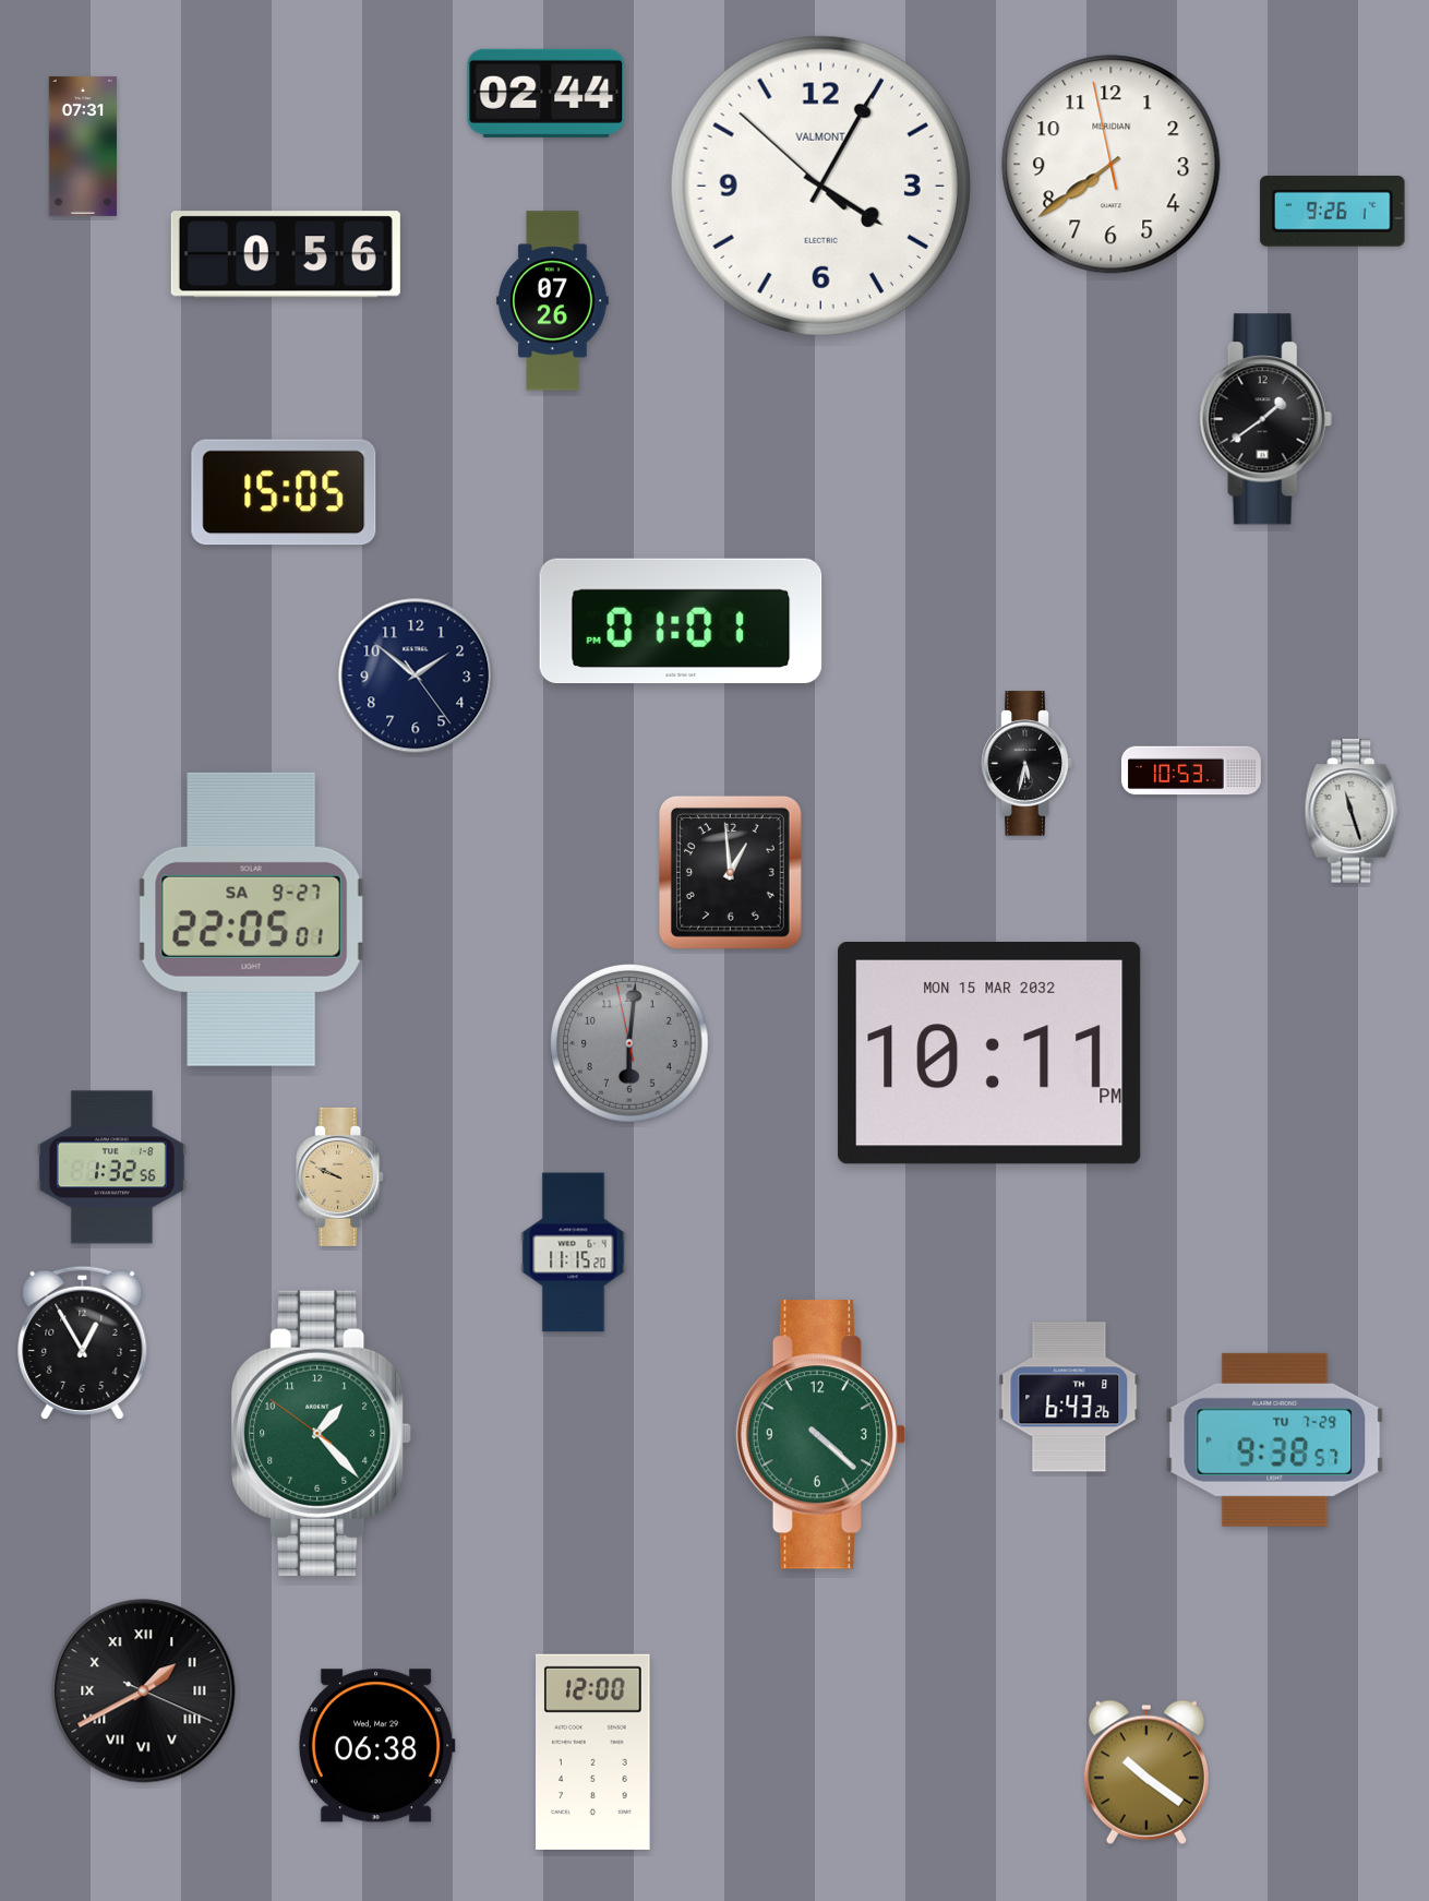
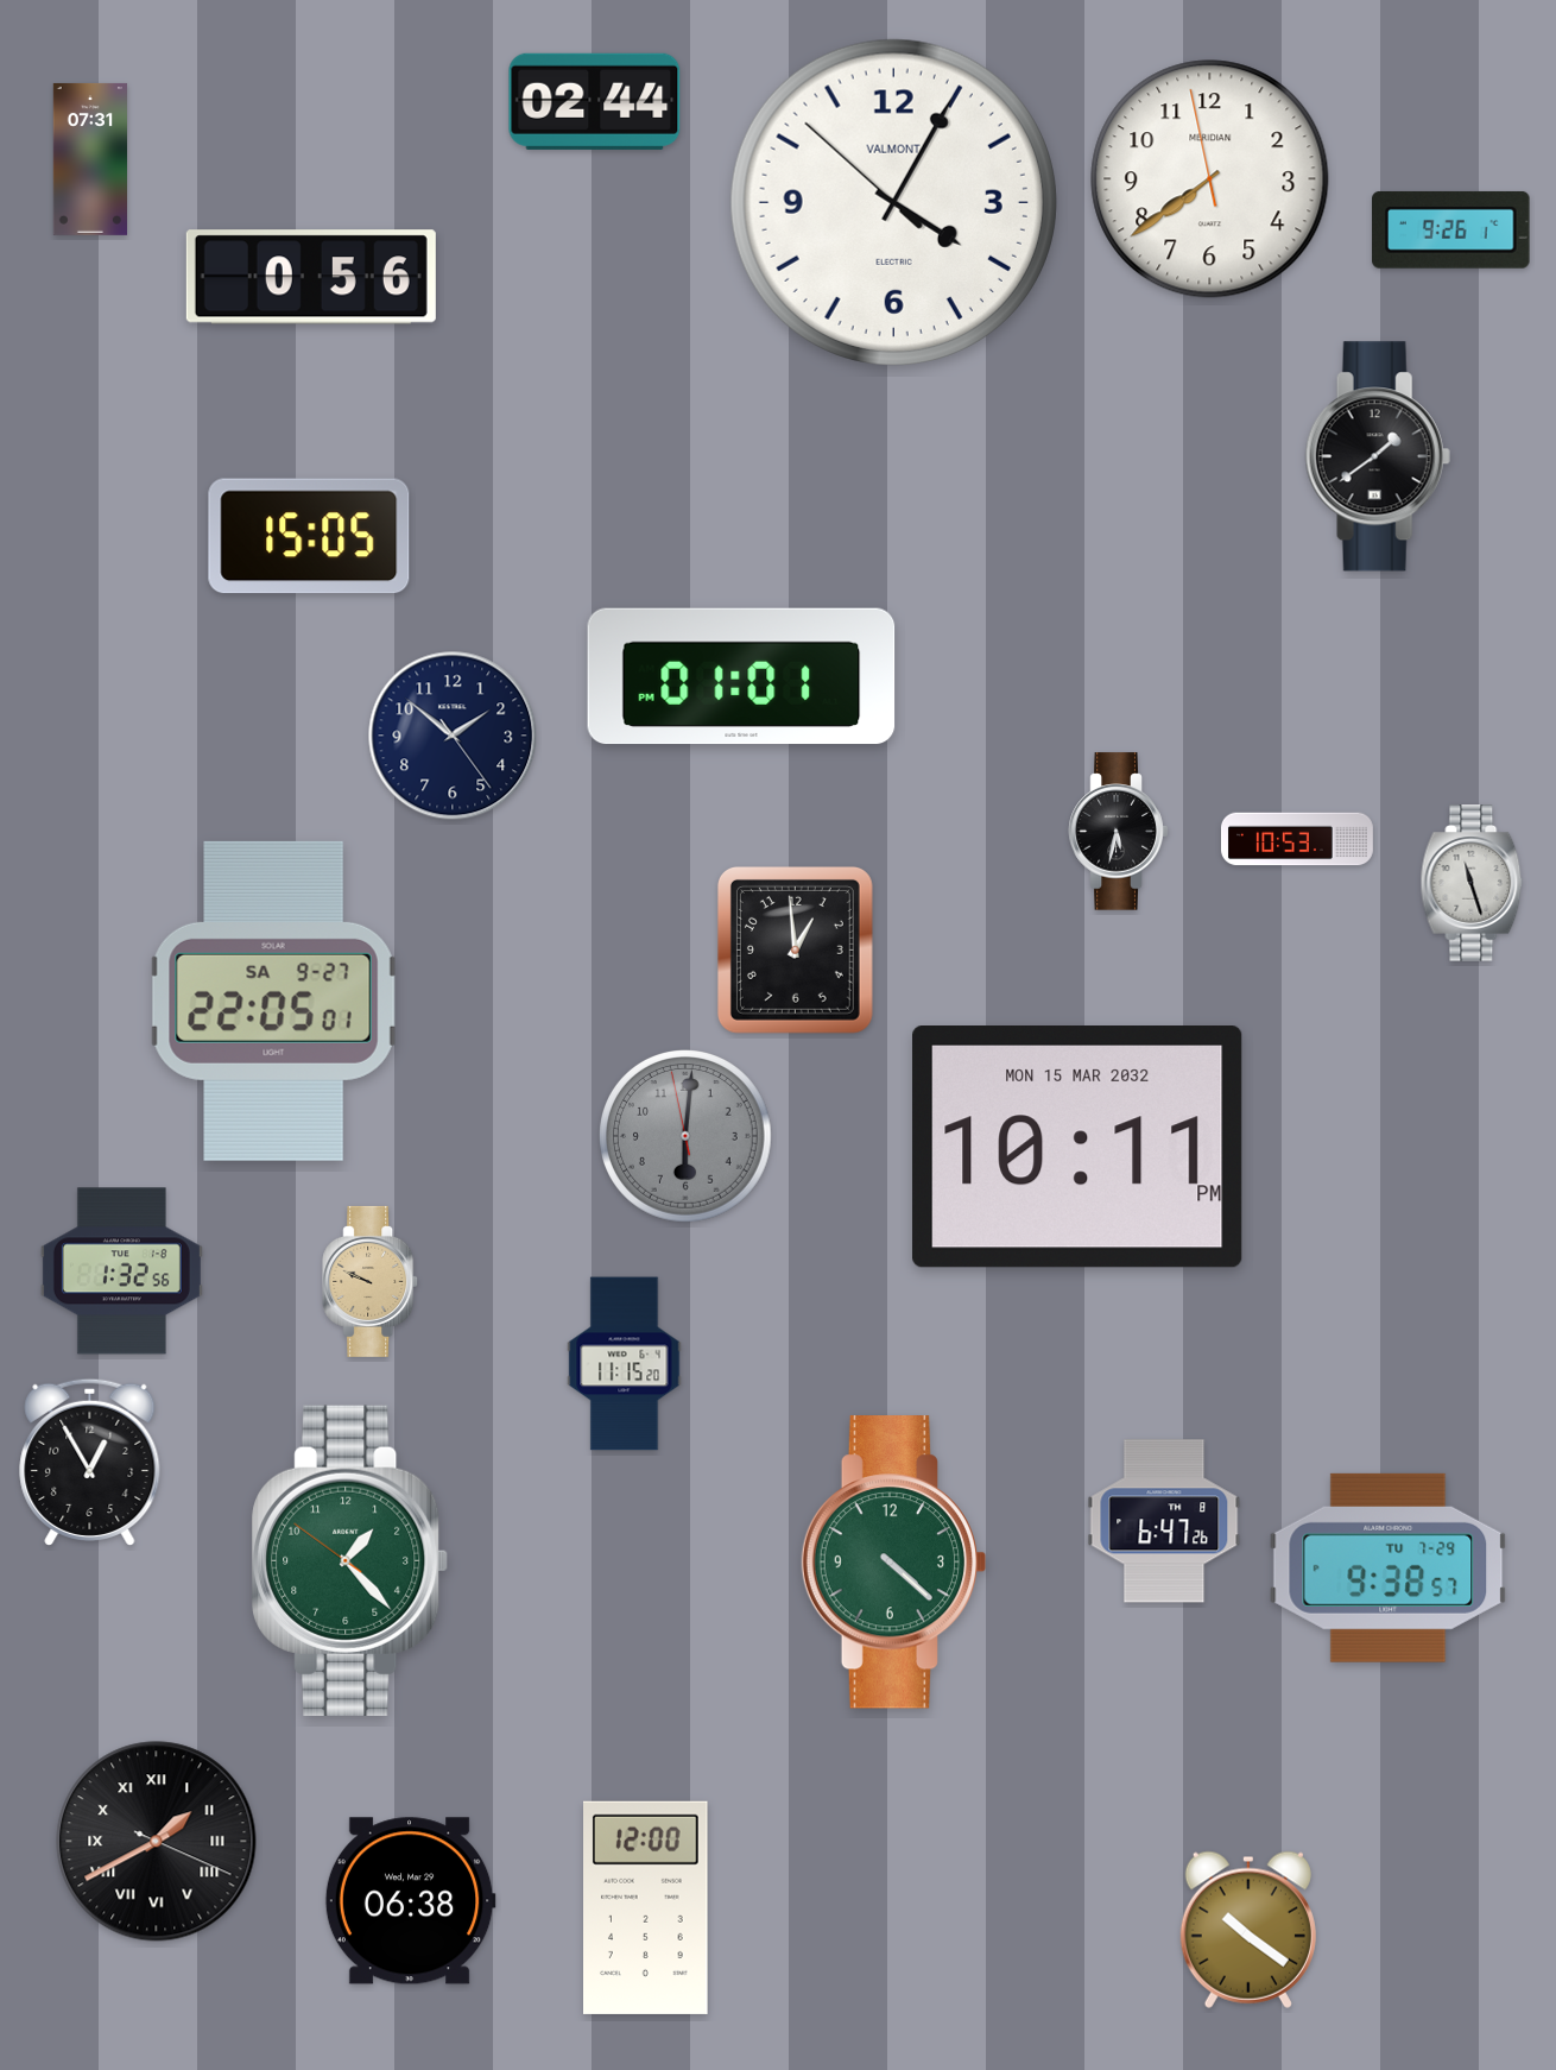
clock at (553, 301): 07:26 -> none
clock at (1069, 1397): 6:43 -> 6:47
